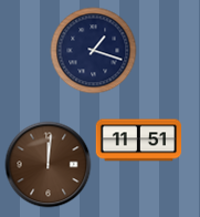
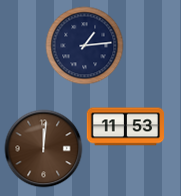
clock at (93, 50): 1:18 -> 1:14
clock at (138, 141): 11:51 -> 11:53
